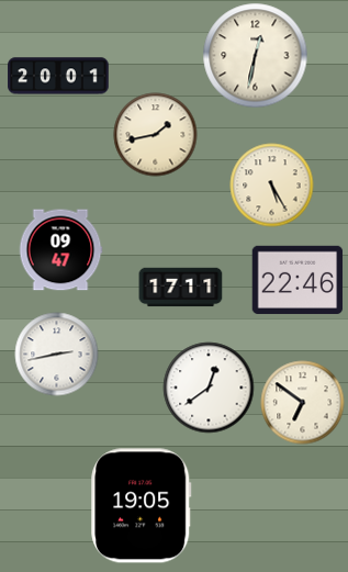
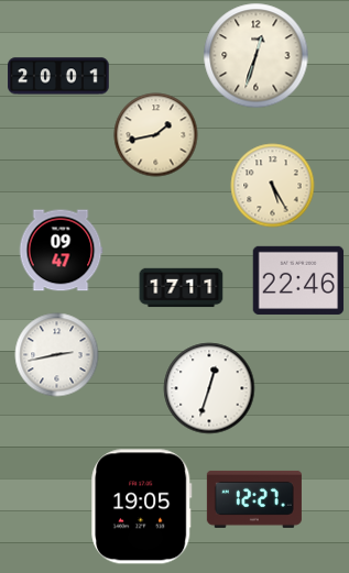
clock at (256, 56): 12:32 -> 12:33
clock at (209, 388): 12:39 -> 12:33
clock at (303, 403): 6:51 -> none
clock at (254, 499): none -> 12:27
